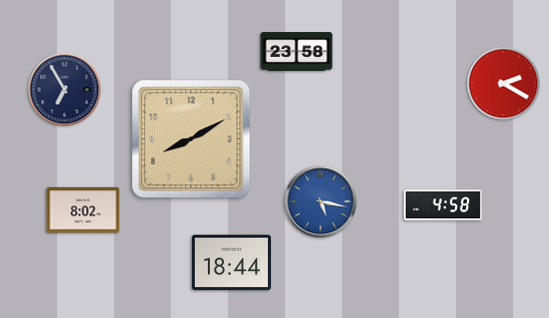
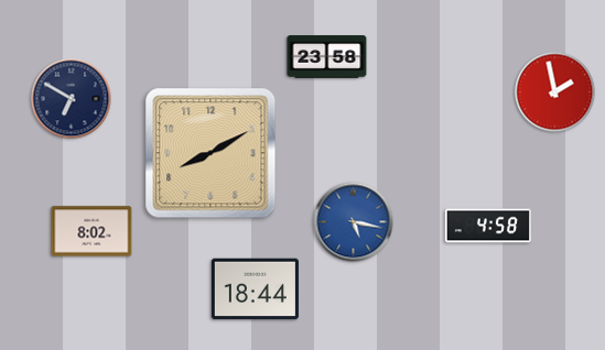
clock at (504, 84): 2:20 -> 1:58
clock at (65, 90): 6:55 -> 6:50
